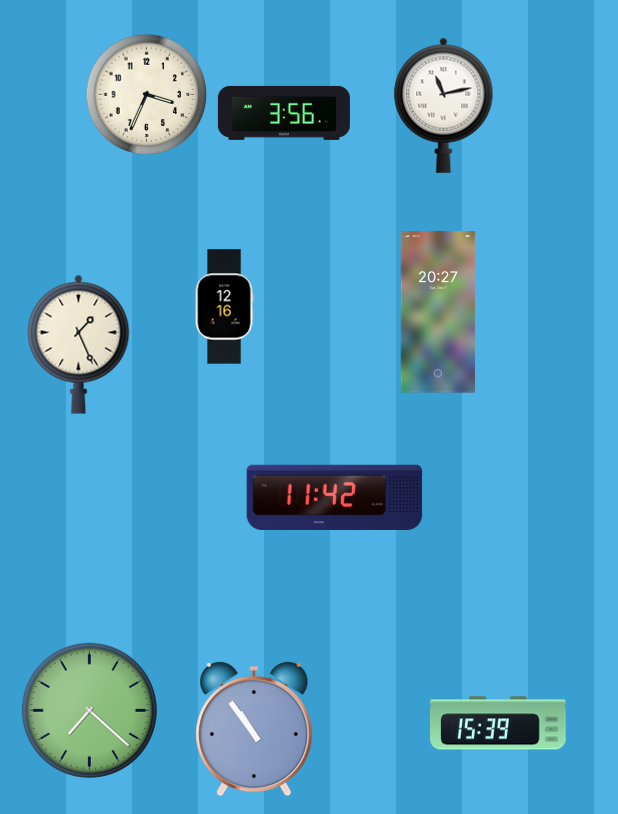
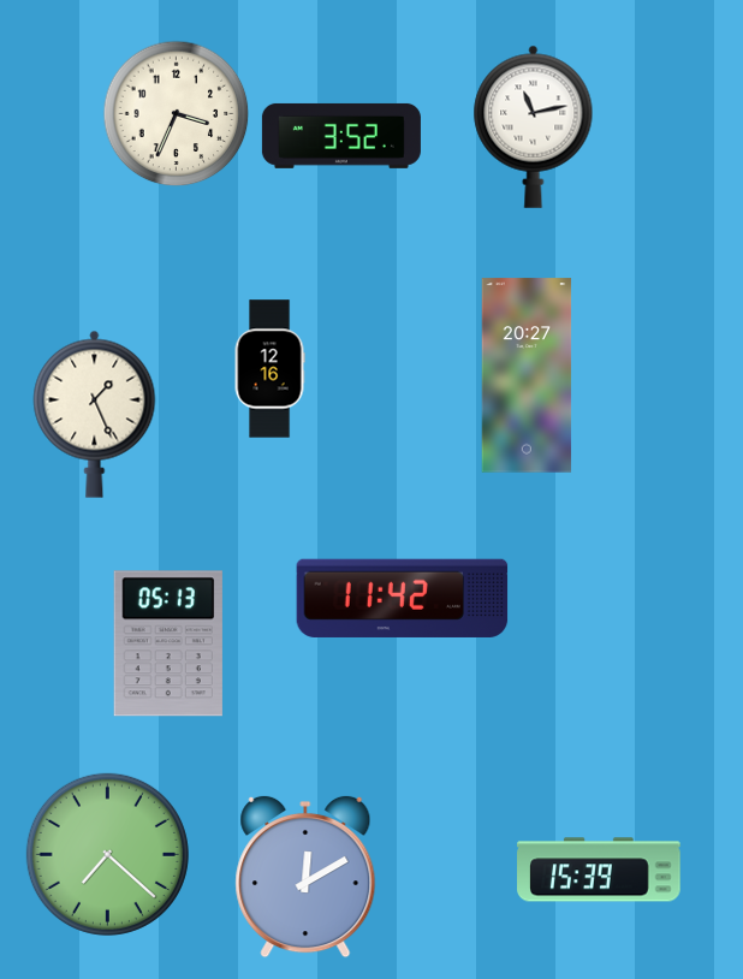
clock at (284, 113): 3:56 -> 3:52
clock at (168, 643): none -> 05:13
clock at (254, 729): 10:54 -> 12:10
